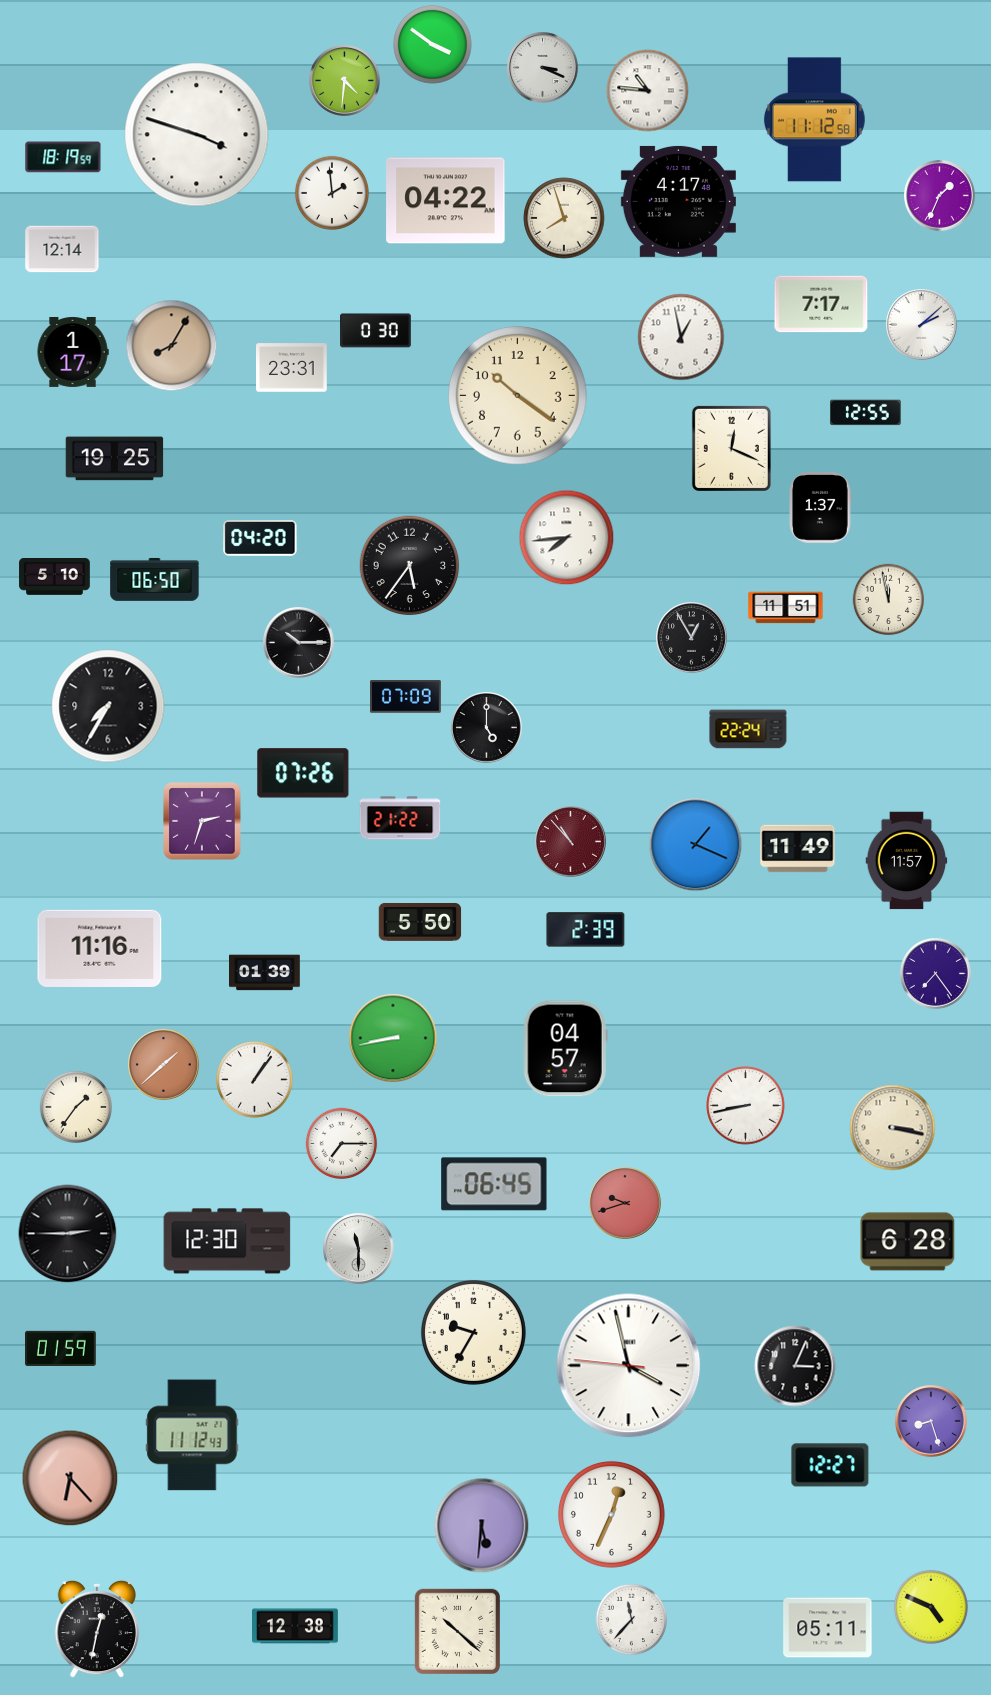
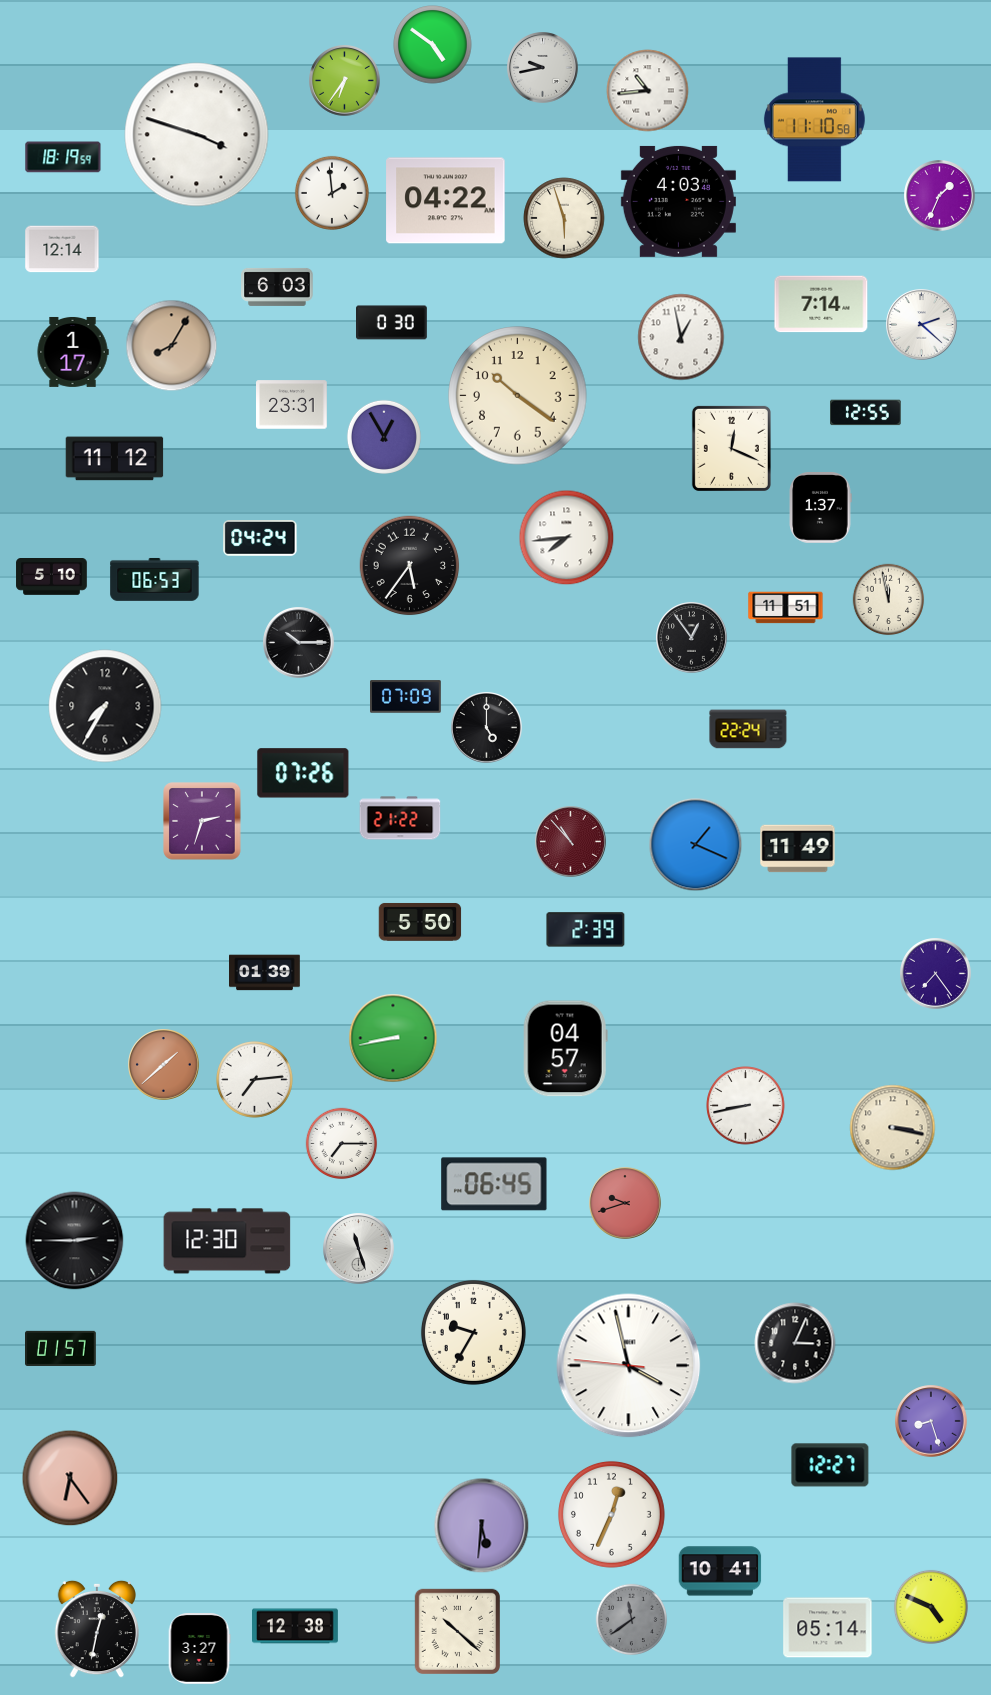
clock at (433, 45): 3:51 -> 4:51
clock at (543, 68): 3:19 -> 9:43
clock at (345, 81): 4:31 -> 6:36
clock at (648, 91): 10:46 -> 10:44
clock at (814, 120): 11:12 -> 11:10
clock at (678, 201): 4:17 -> 4:03
clock at (564, 218): 7:57 -> 5:57
clock at (277, 287): none -> 6:03
clock at (821, 304): 7:17 -> 7:14
clock at (922, 325): 2:08 -> 2:22
clock at (376, 331) position: (376, 331) -> (392, 323)
clock at (292, 368) position: (292, 368) -> (292, 405)
clock at (384, 437): none -> 12:55
clock at (115, 459): 19:25 -> 11:12
clock at (260, 539): 04:20 -> 04:24
clock at (55, 577) position: (55, 577) -> (52, 577)
clock at (155, 579): 06:50 -> 06:53
clock at (692, 638): 12:55 -> 12:54
clock at (108, 706) position: (108, 706) -> (105, 706)
clock at (907, 861): 11:57 -> none
clock at (100, 948): 11:16 -> none
clock at (255, 1080): 1:06 -> 7:14
clock at (75, 1106): 1:36 -> none
clock at (68, 1234) position: (68, 1234) -> (75, 1241)
clock at (908, 1242): 6:28 -> none
clock at (359, 1249): 11:30 -> 11:27
clock at (61, 1348): 01:59 -> 01:57
clock at (795, 1366) position: (795, 1366) -> (795, 1343)
clock at (192, 1435): 11:12 -> none
clock at (70, 1478): 6:23 -> 6:24
clock at (720, 1571): none -> 10:41
clock at (632, 1620): 11:37 -> 11:39
clock at (632, 1620) dial: white -> grey
clock at (828, 1628): 05:11 -> 05:14
clock at (199, 1649): none -> 3:27
